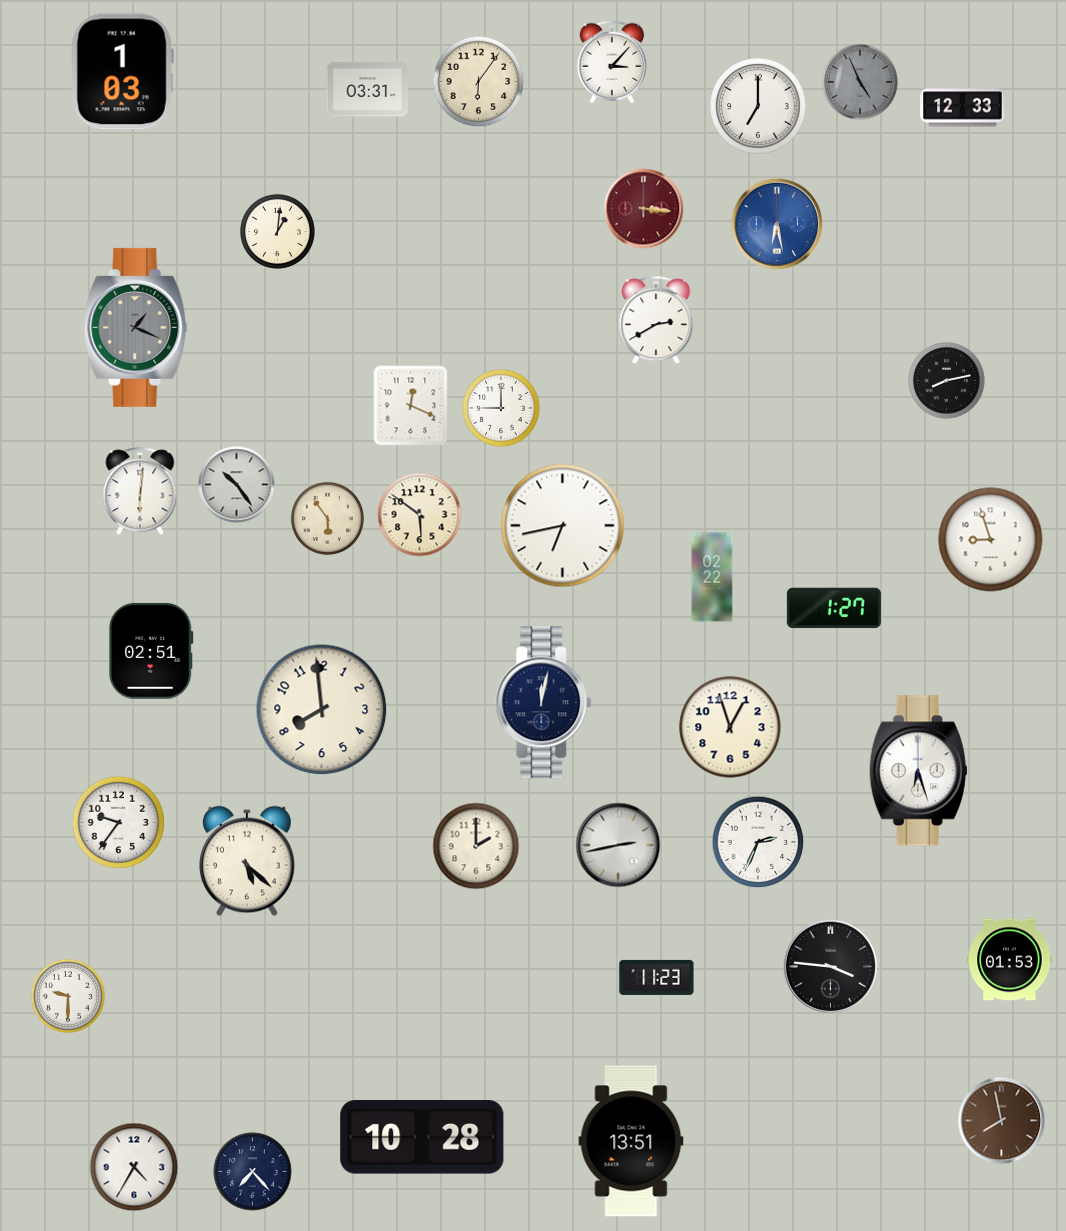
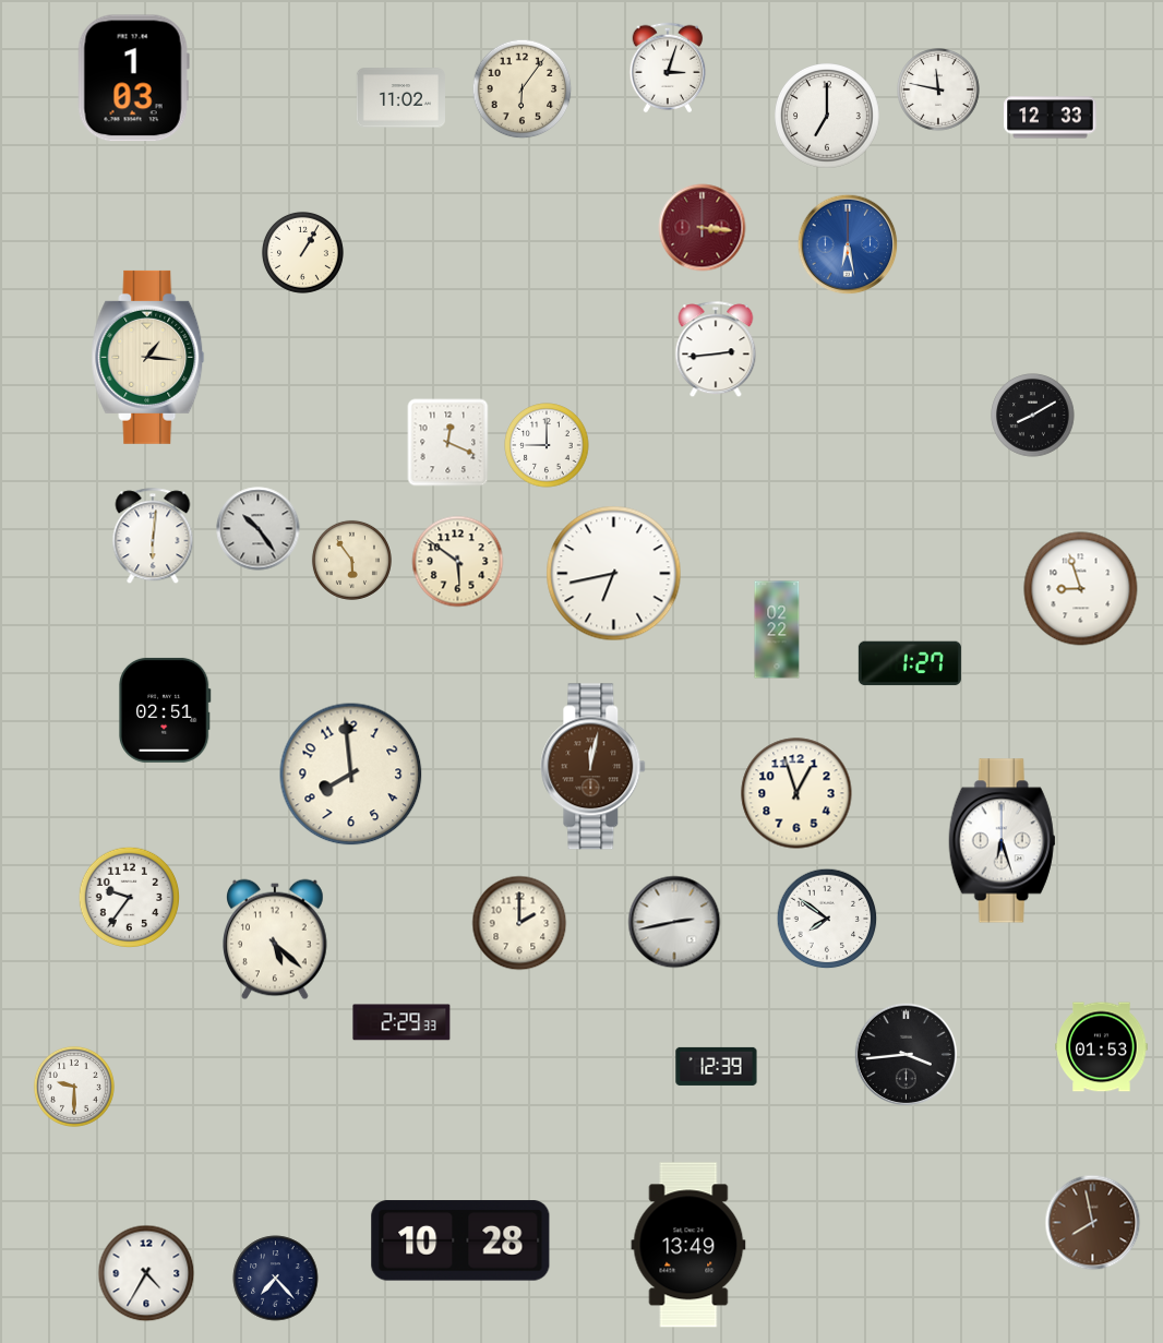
clock at (612, 62): 3:07 -> 3:03
clock at (860, 82): 4:56 -> 11:47
clock at (860, 82) dial: grey -> white
clock at (367, 90): 03:31 -> 11:02
clock at (277, 232): 1:01 -> 1:05
clock at (656, 321): 2:40 -> 2:44
clock at (136, 327): 1:19 -> 1:16
clock at (136, 327) dial: grey -> cream
clock at (947, 381): 8:13 -> 8:10
clock at (327, 518) position: (327, 518) -> (351, 560)
clock at (544, 703) dial: navy -> brown
clock at (758, 842): 2:34 -> 7:51
clock at (248, 861) position: (248, 861) -> (276, 939)
clock at (401, 1022): none -> 2:29
clock at (830, 966): 3:46 -> 3:44
clock at (657, 977): 11:23 -> 12:39
clock at (631, 1141): 13:51 -> 13:49
